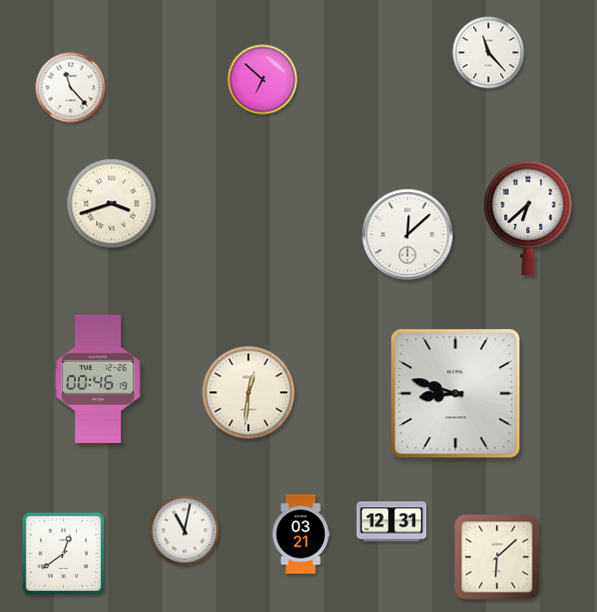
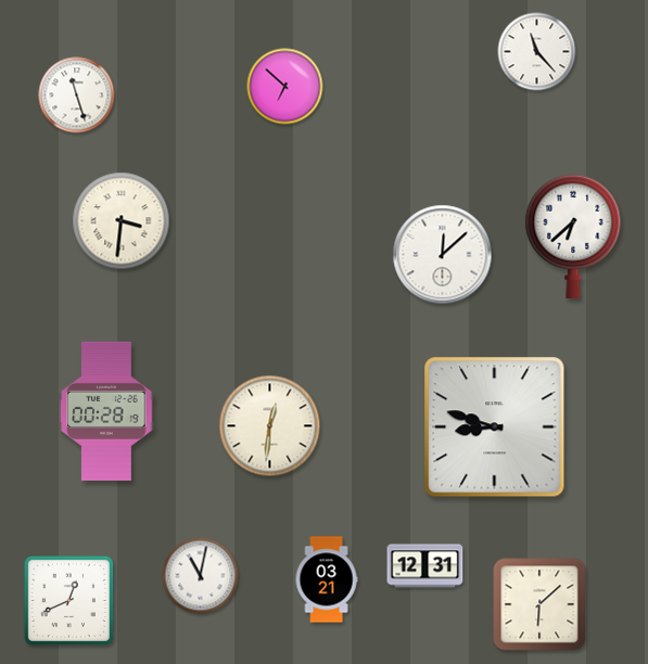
clock at (489, 53) position: (489, 53) -> (537, 52)
clock at (71, 88): 11:23 -> 11:27
clock at (112, 204): 3:42 -> 3:31
clock at (98, 379): 00:46 -> 00:28
clock at (63, 553): 12:39 -> 12:41
